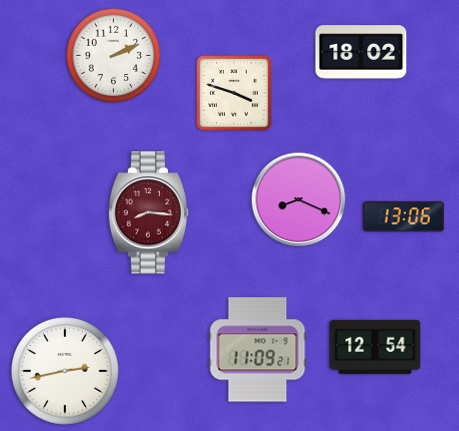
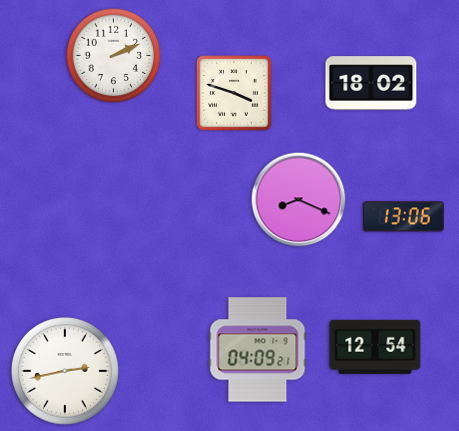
clock at (361, 52) position: (361, 52) -> (371, 83)
clock at (149, 213): 8:16 -> none
clock at (258, 350): 11:09 -> 04:09
